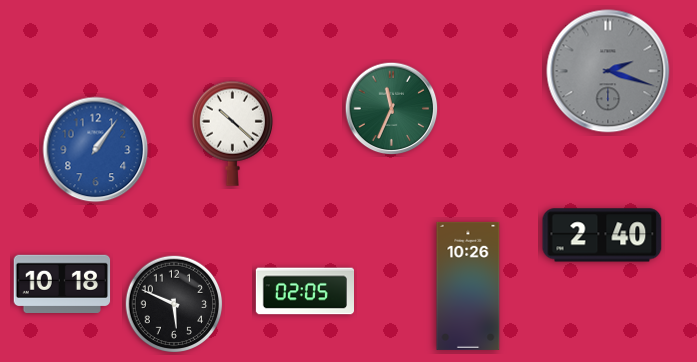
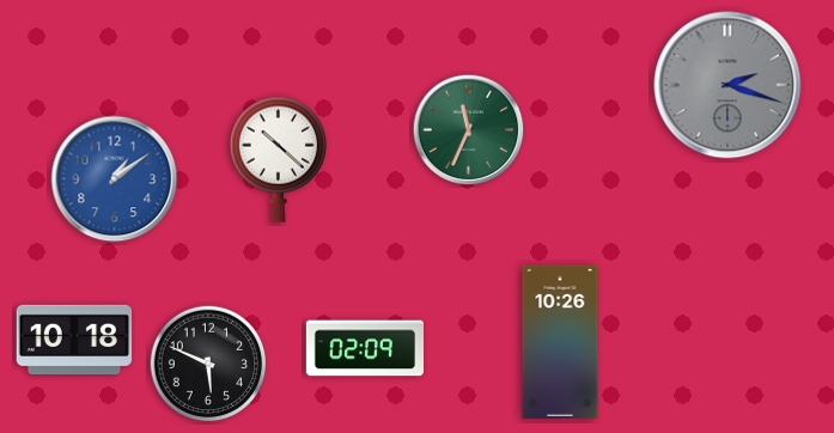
clock at (96, 150): 1:06 -> 1:09
clock at (602, 235): 2:40 -> none
clock at (304, 291): 02:05 -> 02:09
